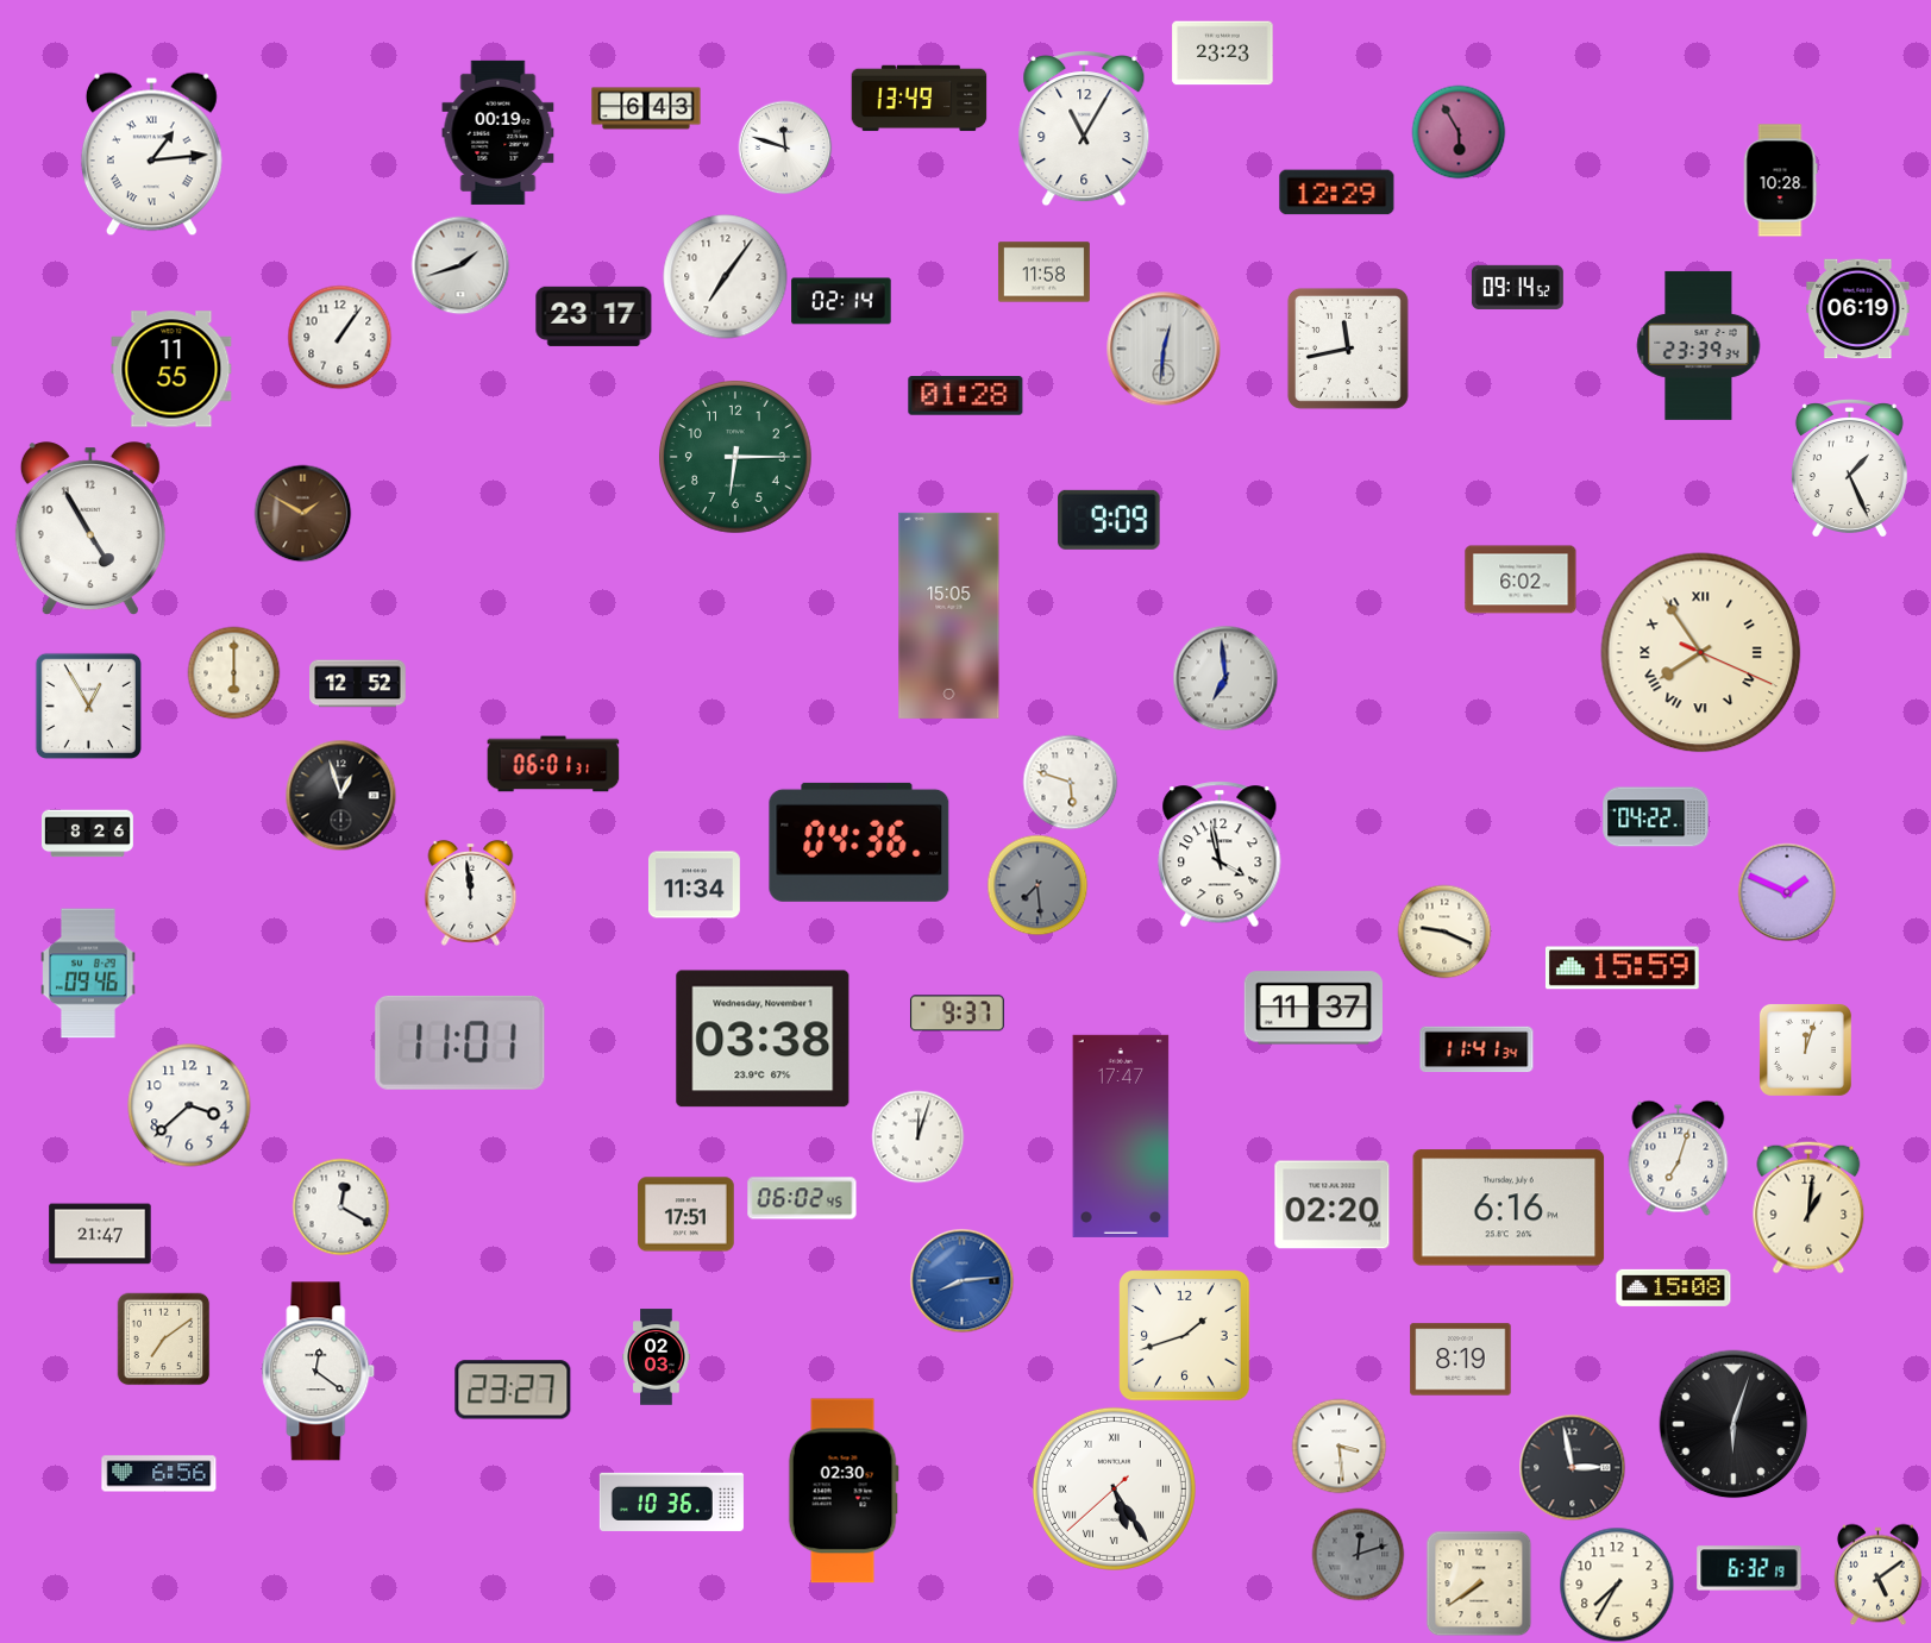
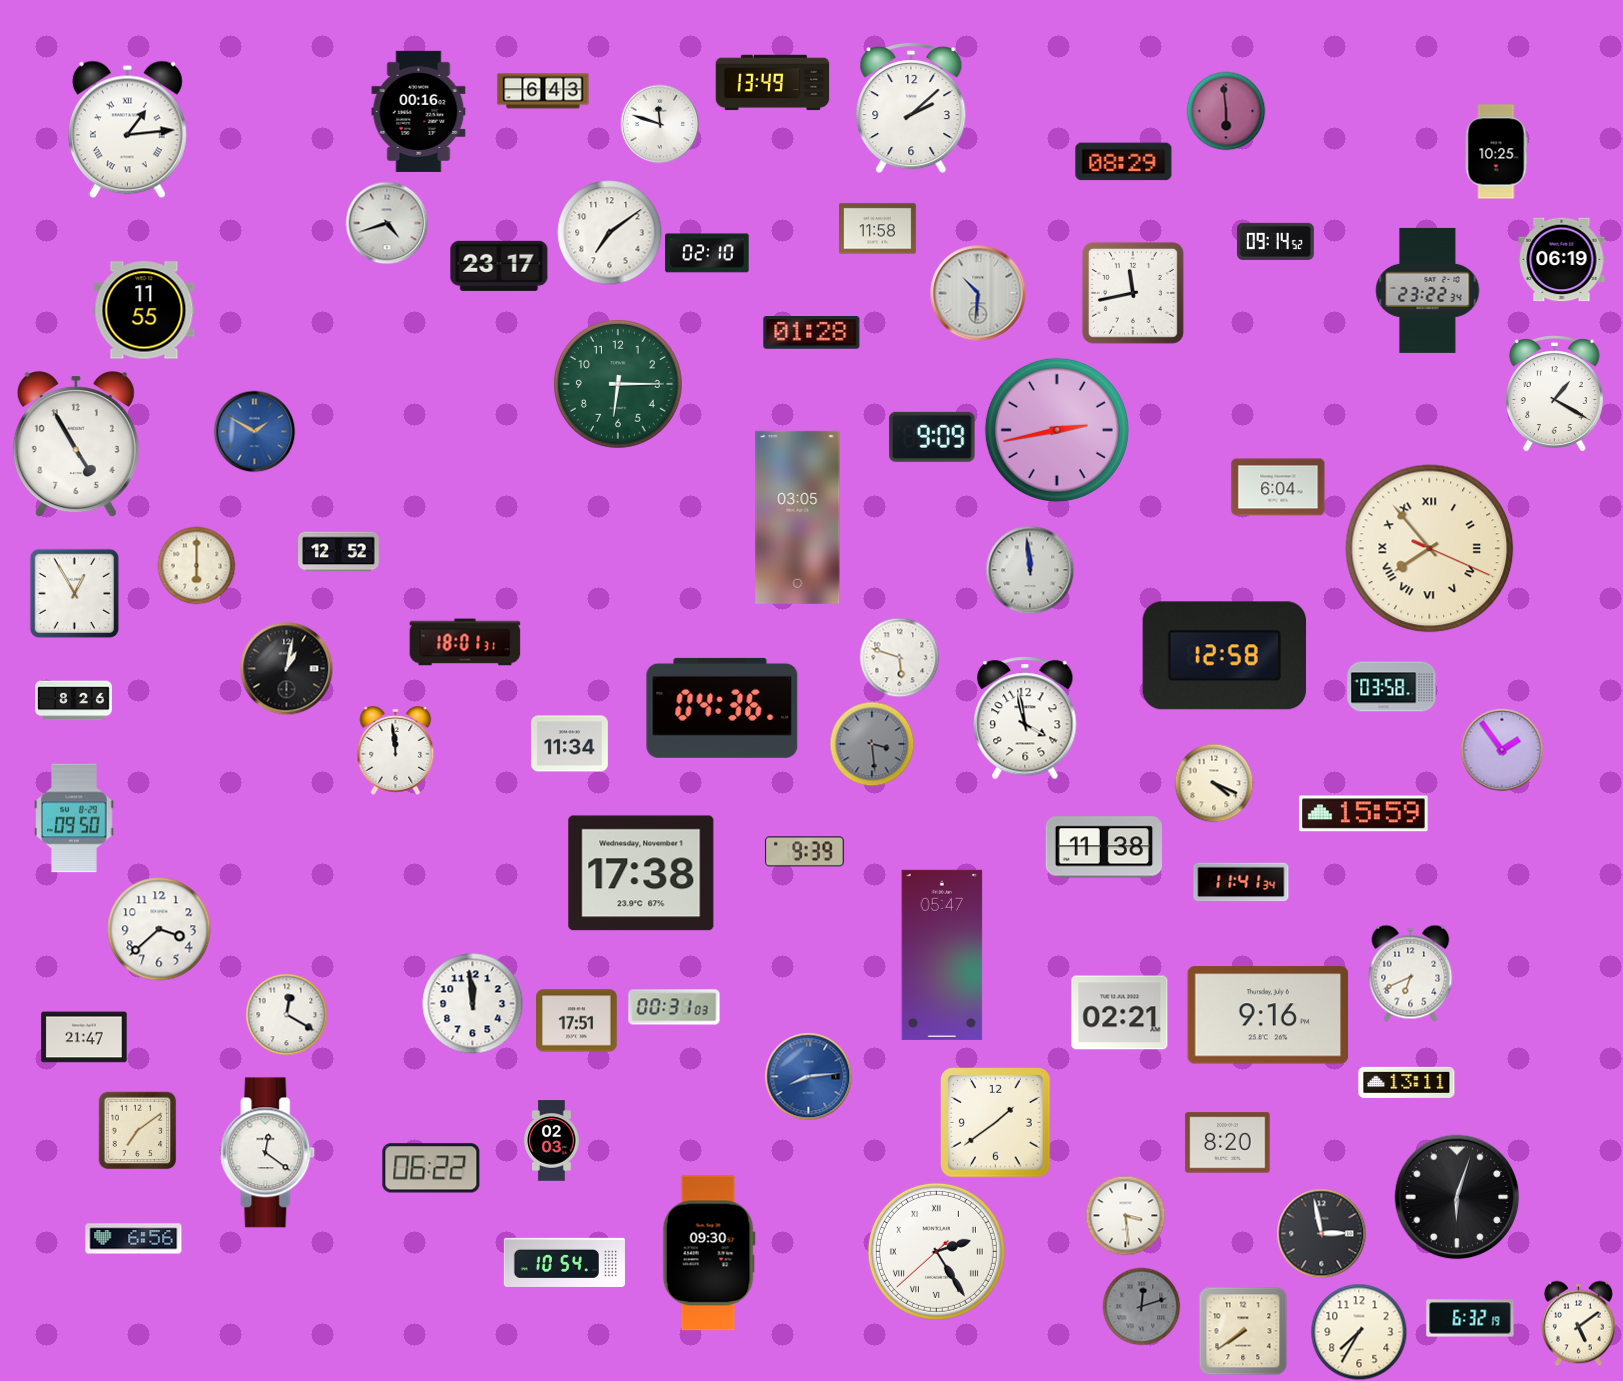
clock at (1223, 54): 23:23 -> none
clock at (1084, 128): 11:05 -> 2:08
clock at (499, 132): 00:19 -> 00:16
clock at (1459, 132): 5:55 -> 5:59
clock at (1780, 181): 10:28 -> 10:25
clock at (1337, 193): 12:29 -> 08:29
clock at (460, 265): 1:42 -> 4:42
clock at (726, 277): 7:06 -> 7:09
clock at (841, 301): 02:14 -> 02:10
clock at (339, 337): 1:06 -> none
clock at (1699, 345): 23:39 -> 23:22
clock at (1164, 349): 12:31 -> 10:31
clock at (1849, 469): 1:26 -> 1:20
clock at (1057, 430): none -> 2:43
clock at (302, 513) dial: brown -> blue
clock at (1521, 579): 6:02 -> 6:04
clock at (949, 615): 15:05 -> 03:05
clock at (1701, 653): 7:54 -> 7:53
clock at (1225, 678): 6:59 -> 11:59
clock at (358, 684) position: (358, 684) -> (339, 552)
clock at (553, 764): 06:01 -> 18:01
clock at (1224, 656): none -> 12:58
clock at (340, 795): 12:57 -> 1:02
clock at (1656, 817): 04:22 -> 03:58
clock at (694, 885) position: (694, 885) -> (569, 744)
clock at (1037, 885): 7:29 -> 3:29
clock at (1787, 892): 1:49 -> 1:54
clock at (1444, 932): 9:19 -> 4:19
clock at (88, 973): 09:46 -> 09:50
clock at (1314, 1008): 11:37 -> 11:38
clock at (957, 1014): 9:37 -> 9:39
clock at (763, 1039): 03:38 -> 17:38
clock at (460, 1042): 11:01 -> none
clock at (1805, 1049): 12:03 -> none
clock at (917, 1136): 12:03 -> none
clock at (1121, 1136): 17:47 -> 05:47
clock at (1679, 1158): 7:03 -> 6:41
clock at (473, 1004): none -> 11:59
clock at (802, 1198): 06:02 -> 00:31
clock at (1333, 1205): 02:20 -> 02:21
clock at (1509, 1208): 6:16 -> 9:16
clock at (1808, 1208): 1:01 -> none
clock at (1674, 1287): 15:08 -> 13:11
clock at (1185, 1336): 1:42 -> 1:39
clock at (163, 1338) position: (163, 1338) -> (137, 1130)
clock at (1461, 1360): 8:19 -> 8:20
clock at (513, 1390): 23:27 -> 06:22
clock at (1114, 1488): 5:24 -> 2:24
clock at (844, 1491): 02:30 -> 09:30
clock at (671, 1501): 10:36 -> 10:54
